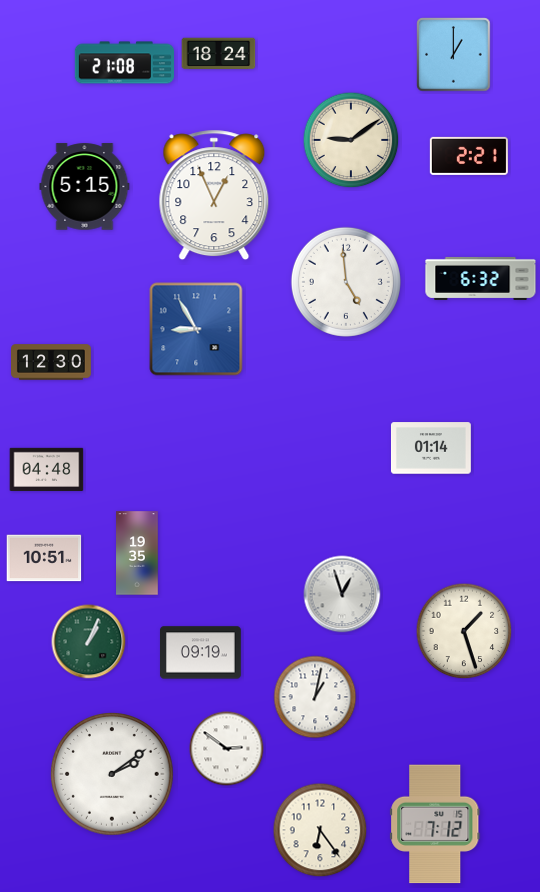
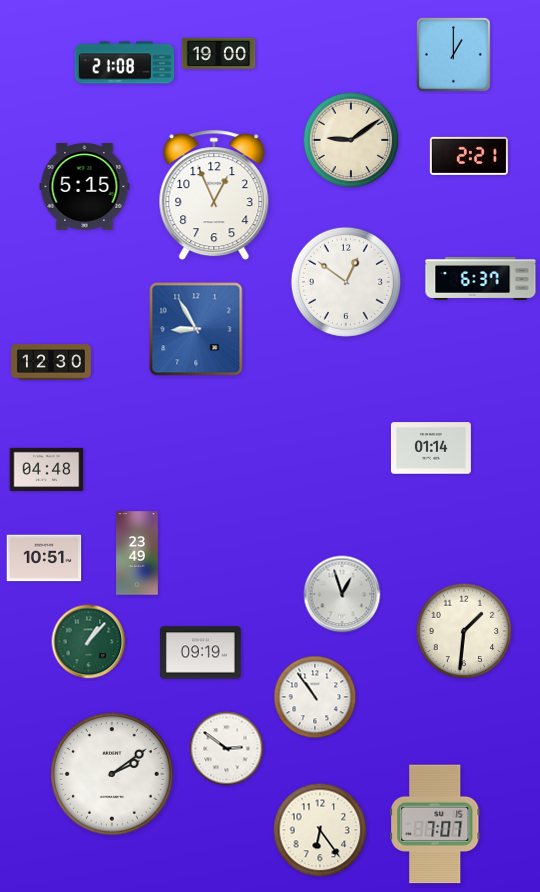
clock at (219, 54): 18:24 -> 19:00
clock at (481, 278): 6:32 -> 6:37
clock at (346, 282): 4:59 -> 12:51
clock at (137, 553): 19:35 -> 23:49
clock at (464, 631): 1:27 -> 1:31
clock at (89, 642): 1:04 -> 1:07
clock at (315, 697): 1:02 -> 10:54
clock at (435, 824): 7:12 -> 7:07
